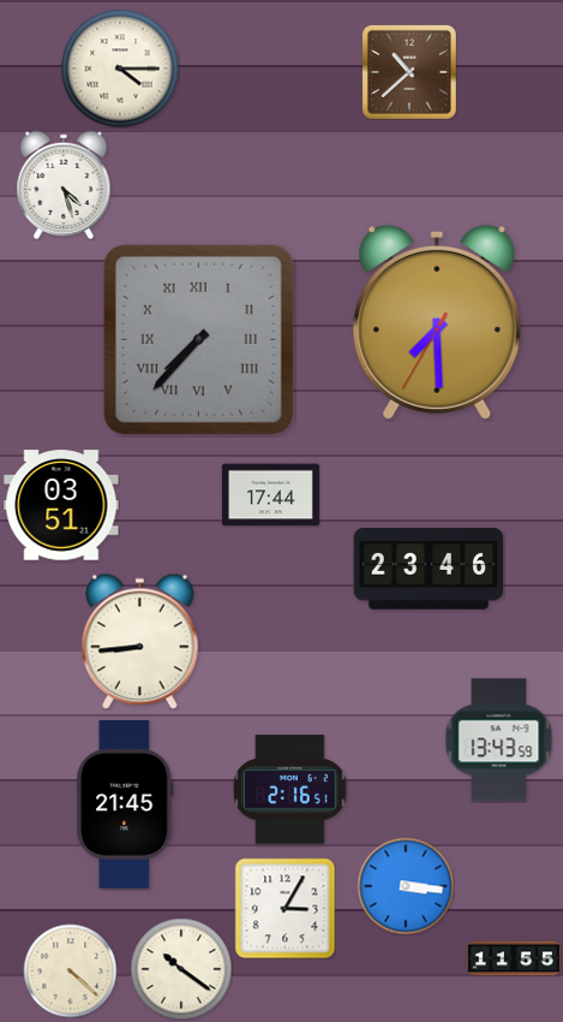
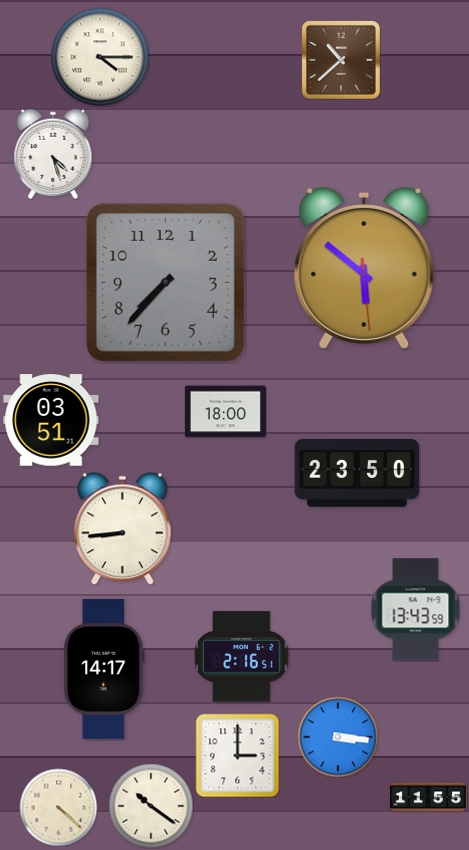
clock at (437, 322): 7:29 -> 5:51
clock at (198, 339) numerals: Roman -> Arabic
clock at (270, 495): 17:44 -> 18:00
clock at (429, 569): 23:46 -> 23:50
clock at (140, 641) position: (140, 641) -> (123, 528)
clock at (499, 741) position: (499, 741) -> (416, 610)
clock at (125, 804): 21:45 -> 14:17
clock at (285, 908): 3:05 -> 3:00
